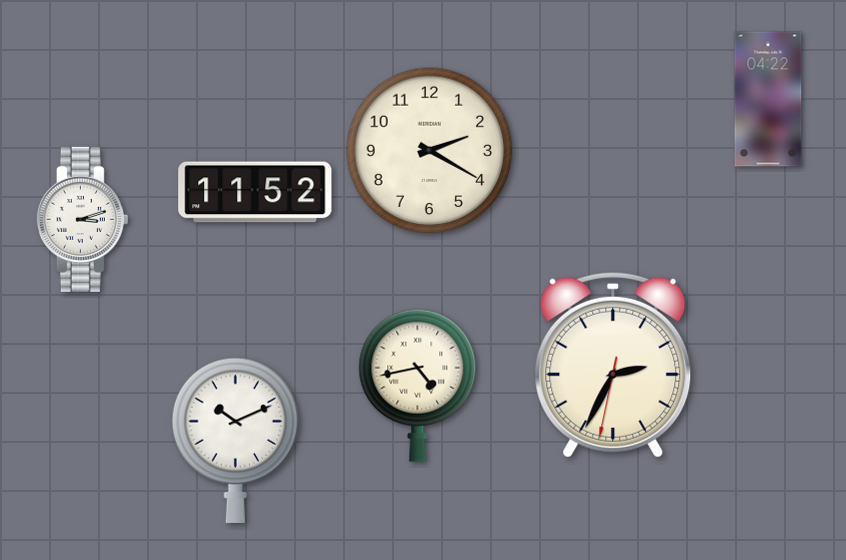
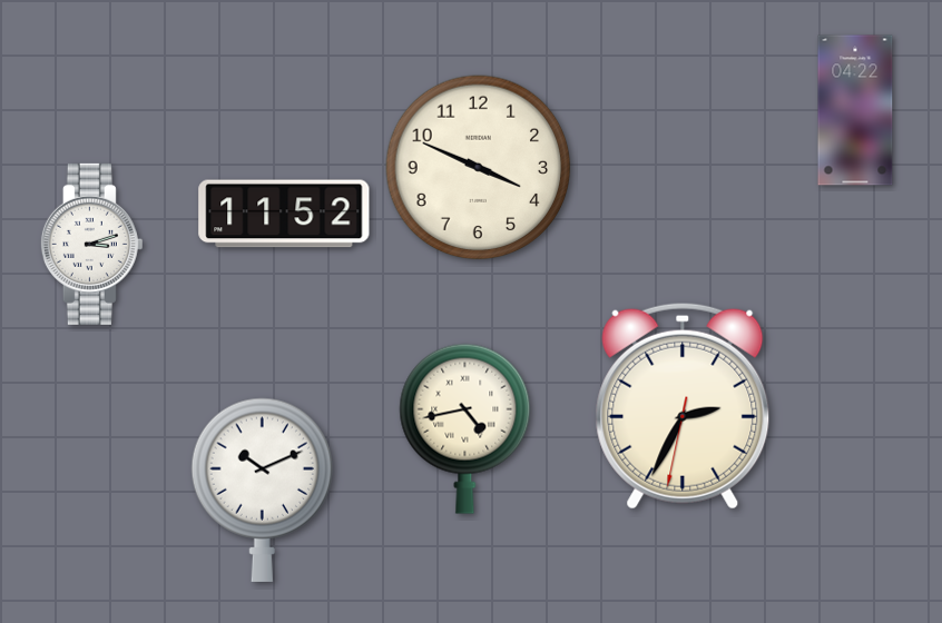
clock at (430, 151): 2:20 -> 3:49
